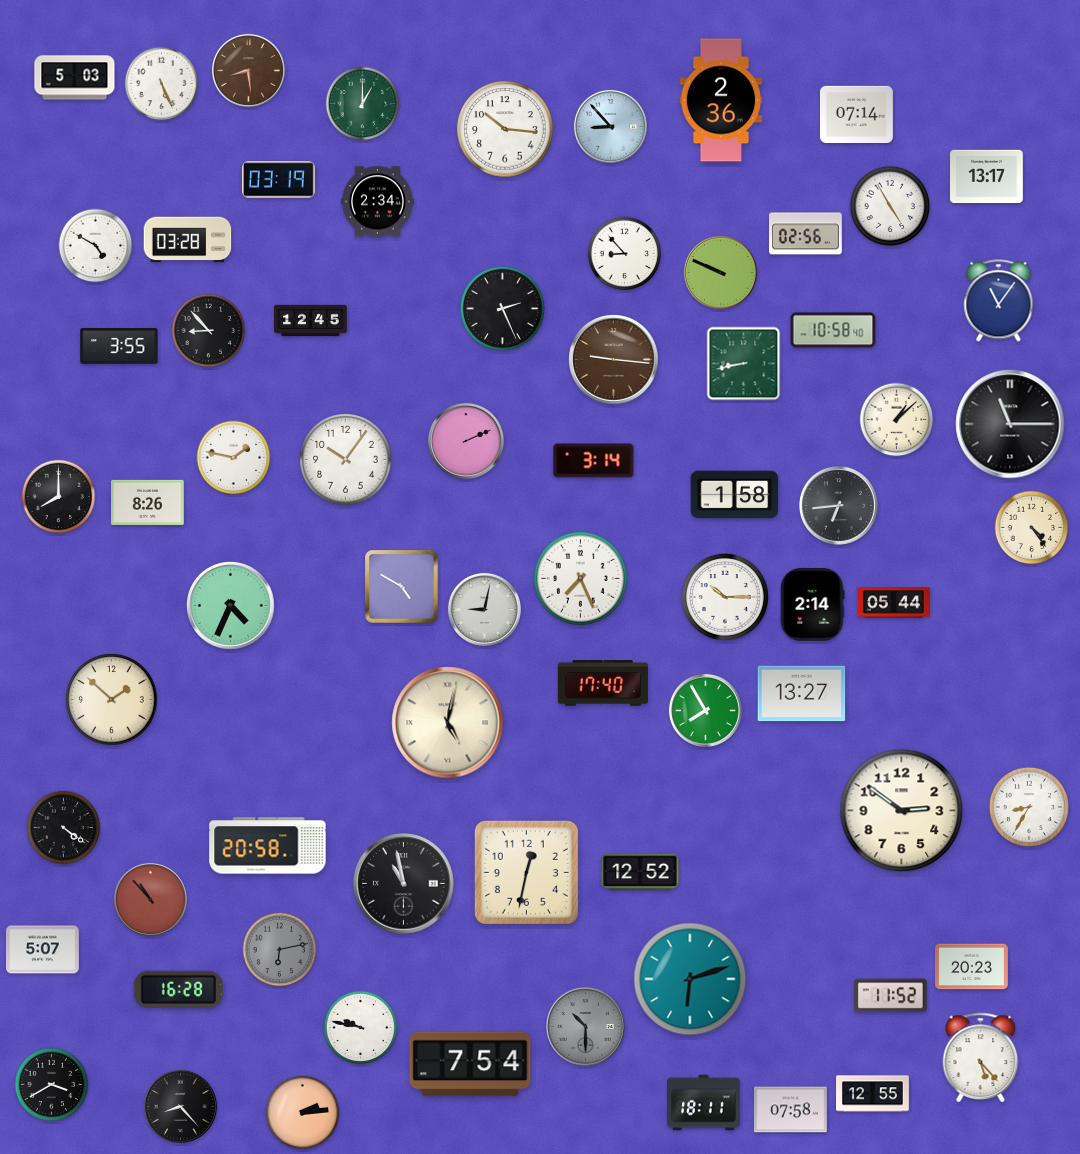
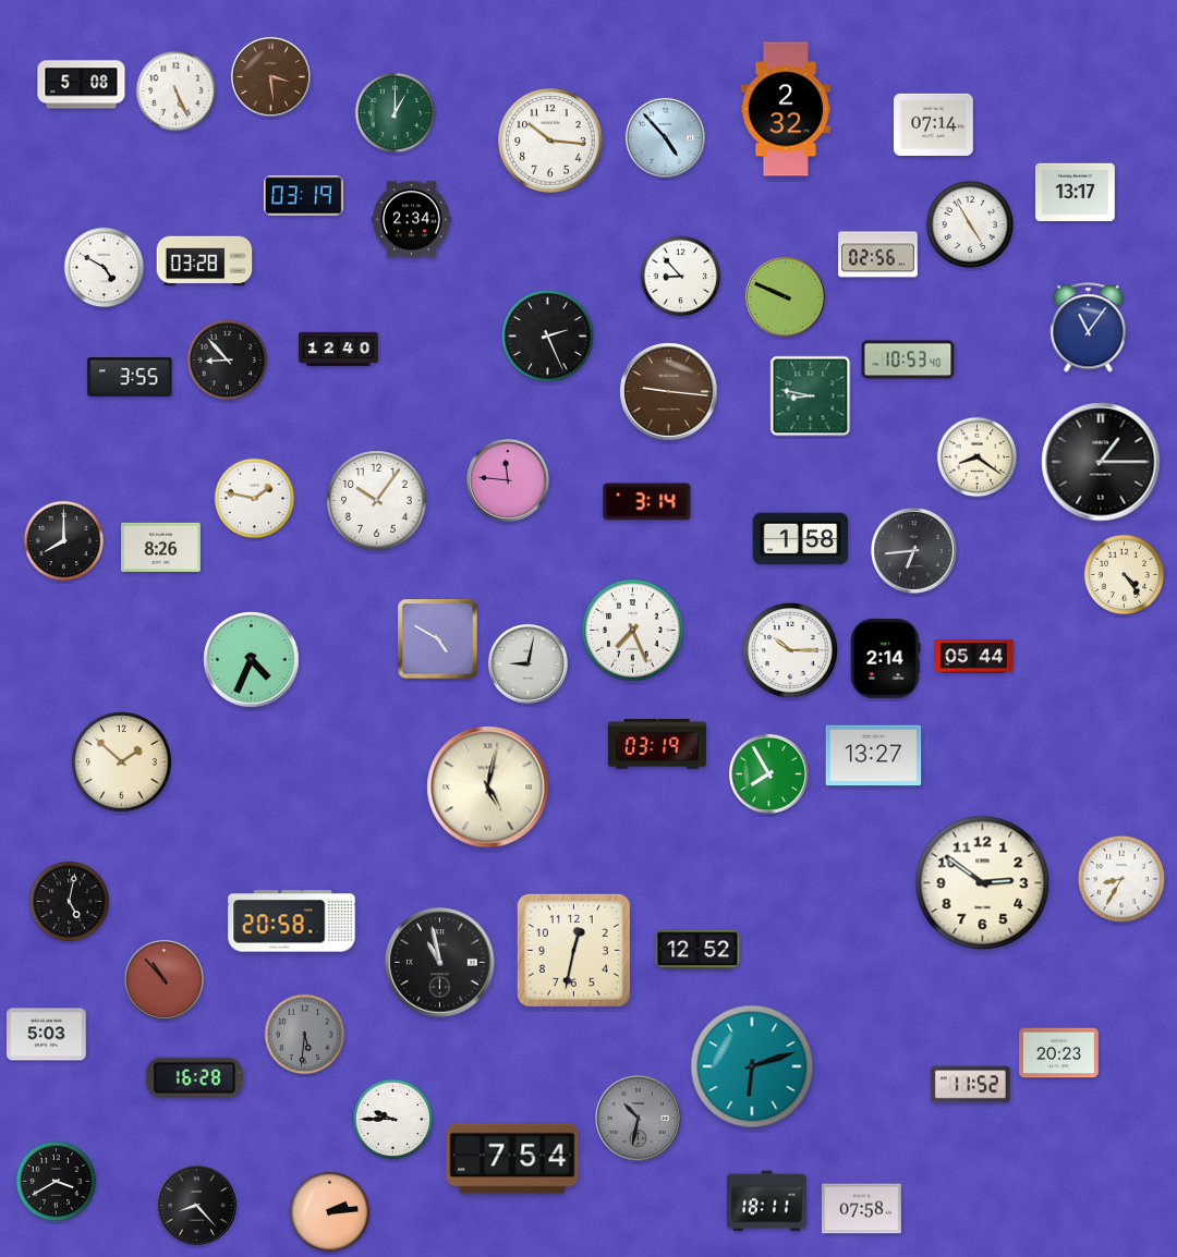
clock at (248, 70): 8:29 -> 3:29
clock at (75, 78): 5:03 -> 5:08
clock at (721, 100): 2:36 -> 2:32
clock at (610, 126): 8:53 -> 4:53
clock at (311, 321): 12:45 -> 12:40
clock at (833, 330): 10:58 -> 10:53
clock at (744, 364): 8:43 -> 8:47
clock at (897, 420): 1:08 -> 8:21
clock at (1010, 424): 11:15 -> 1:15
clock at (466, 441): 2:11 -> 11:46
clock at (603, 683): 17:40 -> 03:19
clock at (64, 828): 4:21 -> 5:02
clock at (43, 950): 5:07 -> 5:03
clock at (280, 950): 6:13 -> 5:31
clock at (585, 1026): 10:30 -> 10:32
clock at (361, 1028): 9:47 -> 9:45
clock at (981, 1057): 5:23 -> none
clock at (873, 1094): 12:55 -> none
